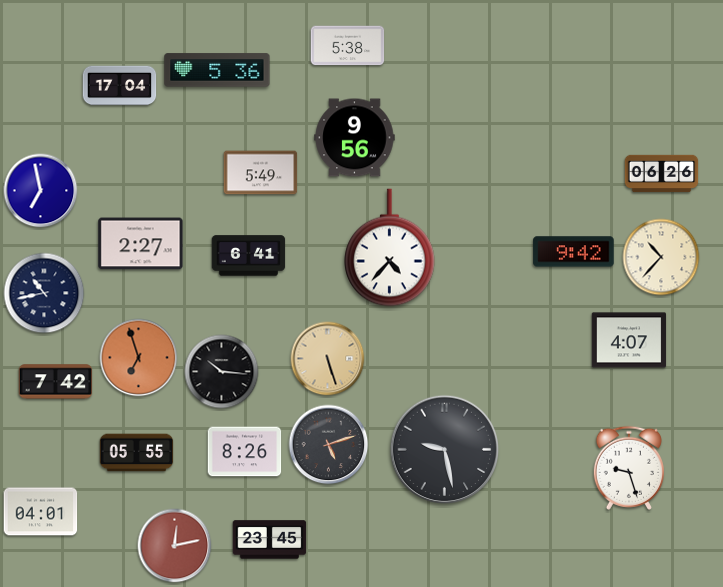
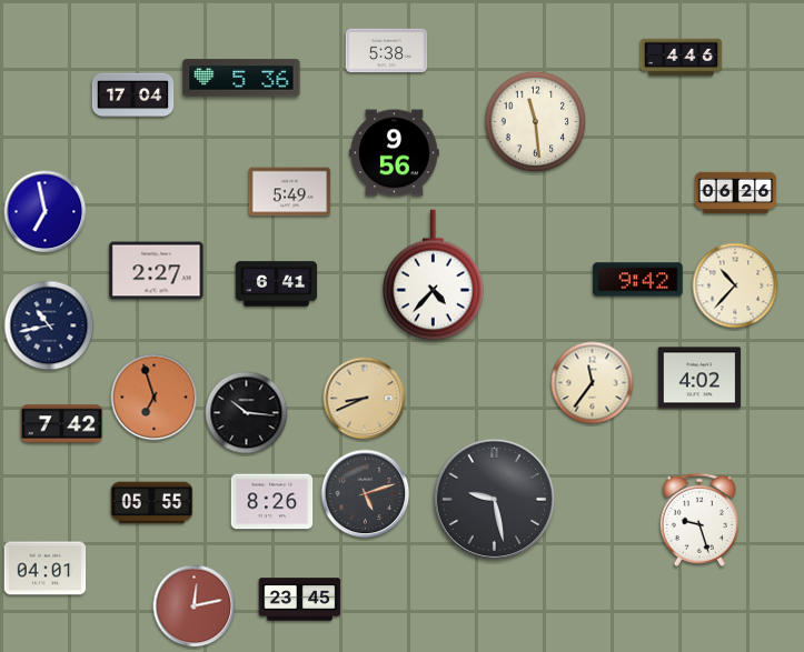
clock at (682, 58): none -> 4:46
clock at (536, 122): none -> 11:29
clock at (629, 340): 4:07 -> 4:02
clock at (593, 383): none -> 11:36
clock at (328, 359): 5:27 -> 8:41
